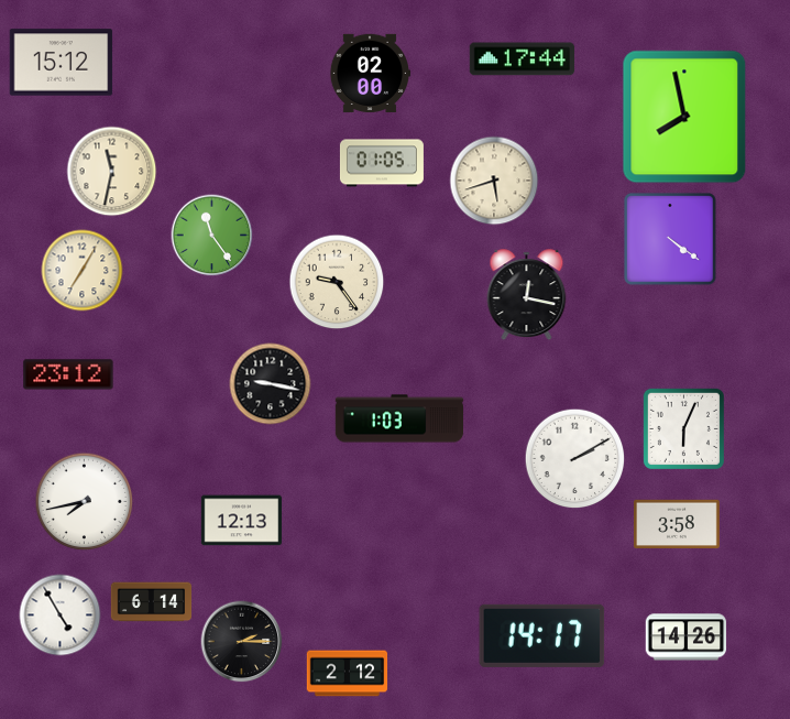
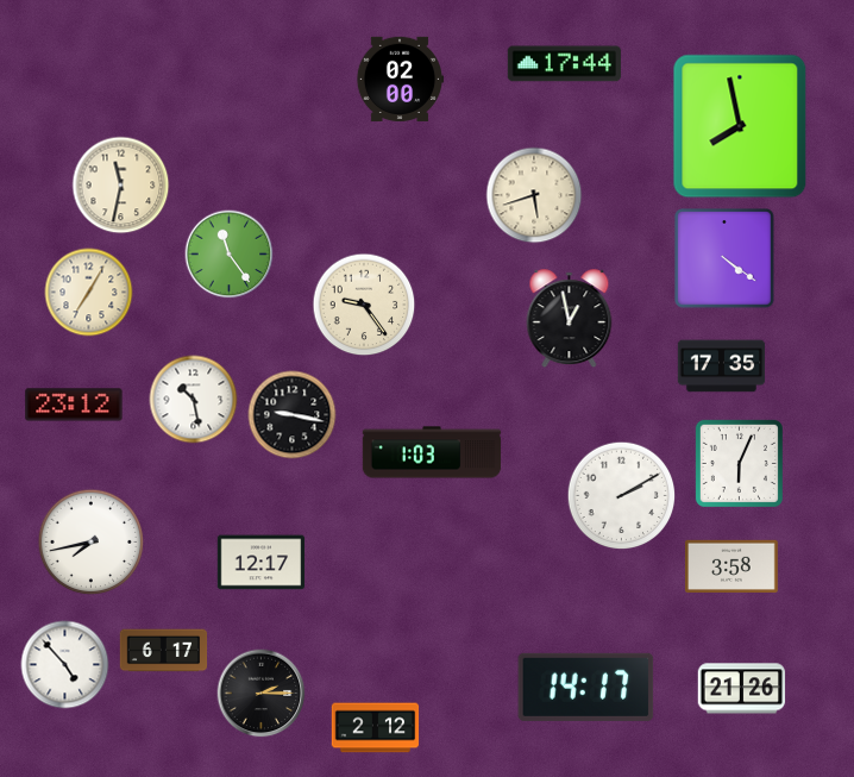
clock at (62, 63): 15:12 -> none
clock at (382, 163): 01:05 -> none
clock at (527, 295): 12:17 -> 12:58
clock at (722, 366): none -> 17:35
clock at (194, 400): none -> 10:28
clock at (242, 521): 12:13 -> 12:17
clock at (152, 602): 6:14 -> 6:17
clock at (61, 615): 4:55 -> 4:53
clock at (687, 638): 14:26 -> 21:26
